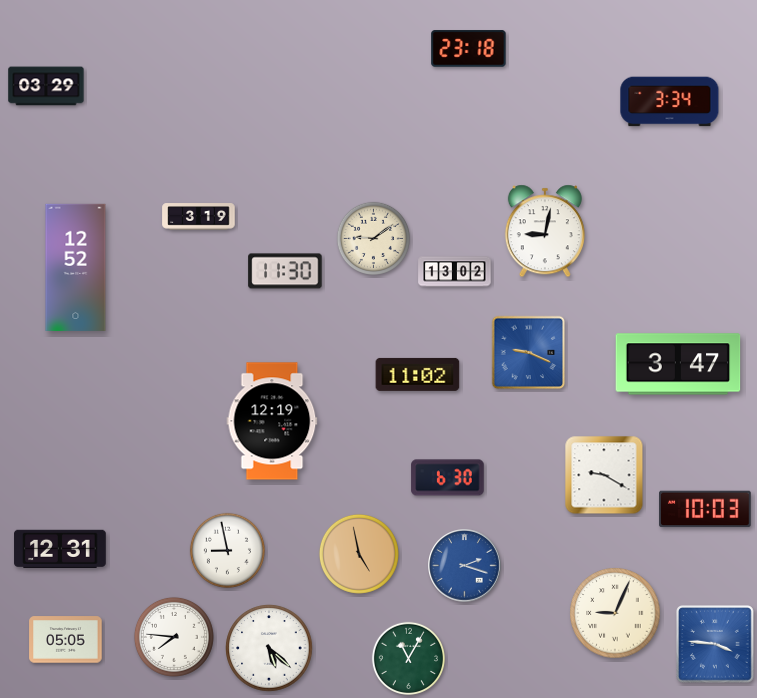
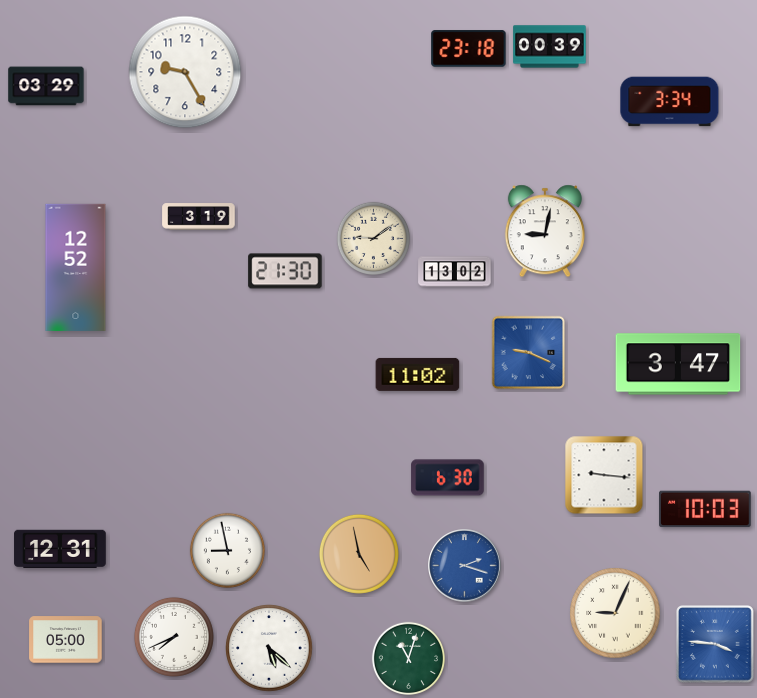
clock at (550, 47): none -> 00:39
clock at (185, 72): none -> 9:25
clock at (285, 271): 11:30 -> 21:30
clock at (272, 421): 12:19 -> none
clock at (604, 475): 9:20 -> 9:16
clock at (174, 637): 7:46 -> 7:41
clock at (66, 640): 05:05 -> 05:00
clock at (409, 659): 11:05 -> 11:03
